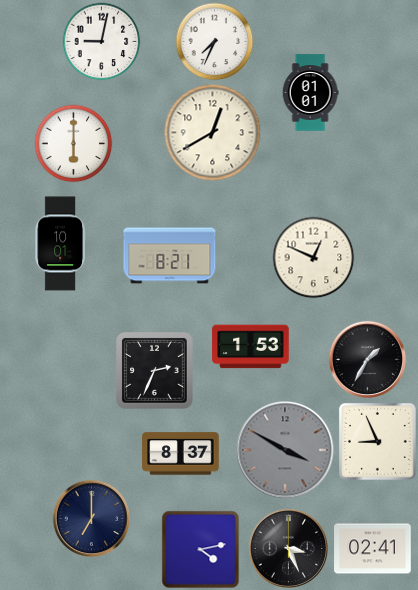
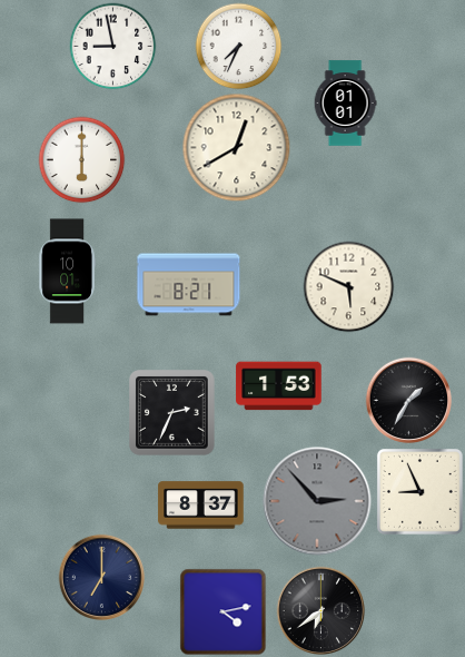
clock at (101, 41): 9:02 -> 8:58
clock at (313, 257): 12:49 -> 5:49
clock at (285, 450): 3:50 -> 2:53
clock at (288, 548): 3:26 -> 6:39
clock at (373, 549): 02:41 -> none
